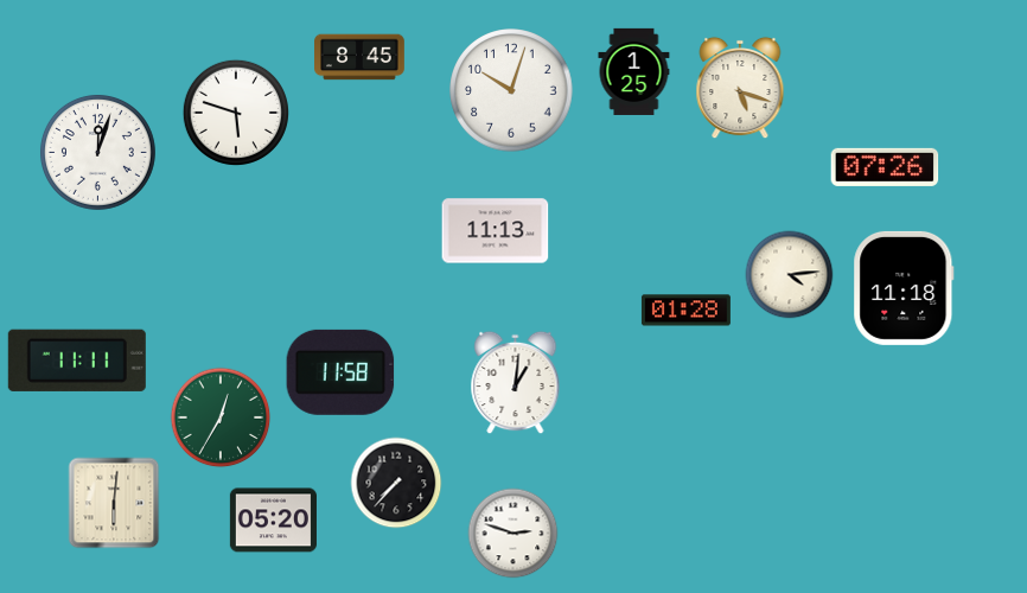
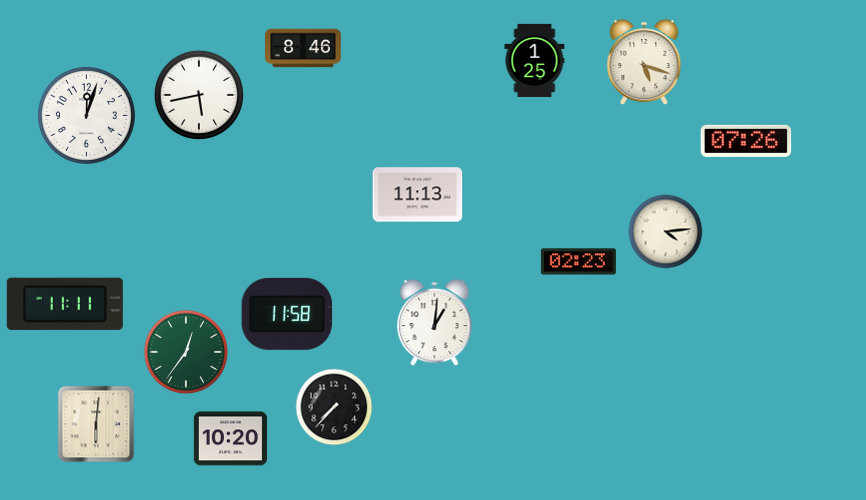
clock at (361, 57): 8:45 -> 8:46
clock at (740, 88) position: (740, 88) -> (644, 62)
clock at (511, 90): 10:03 -> none
clock at (236, 113): 5:48 -> 5:43
clock at (97, 152) position: (97, 152) -> (86, 115)
clock at (904, 288): 11:18 -> none
clock at (685, 311): 01:28 -> 02:23
clock at (221, 417): 12:35 -> 12:36
clock at (273, 521): 05:20 -> 10:20
clock at (513, 534): 2:48 -> none
